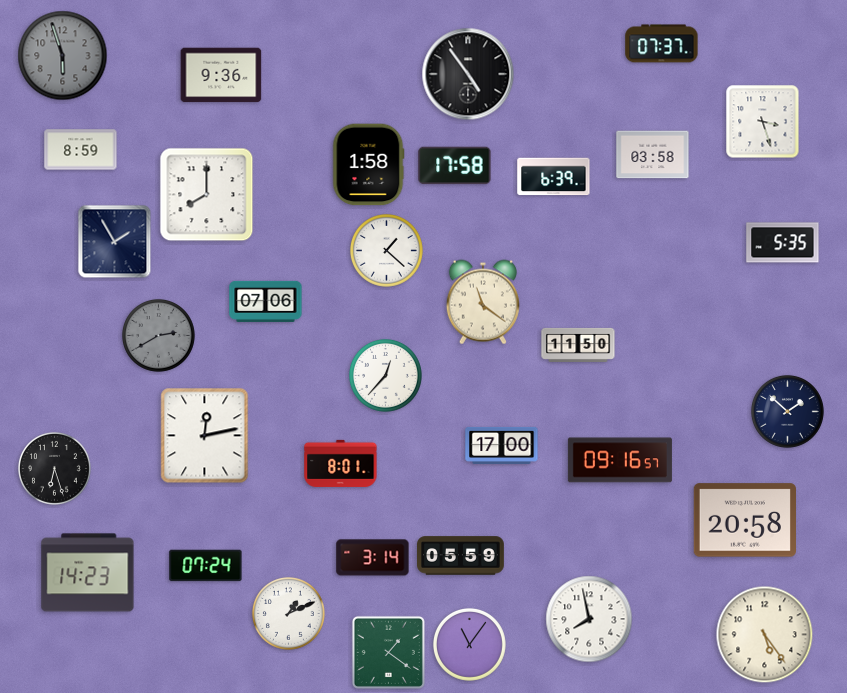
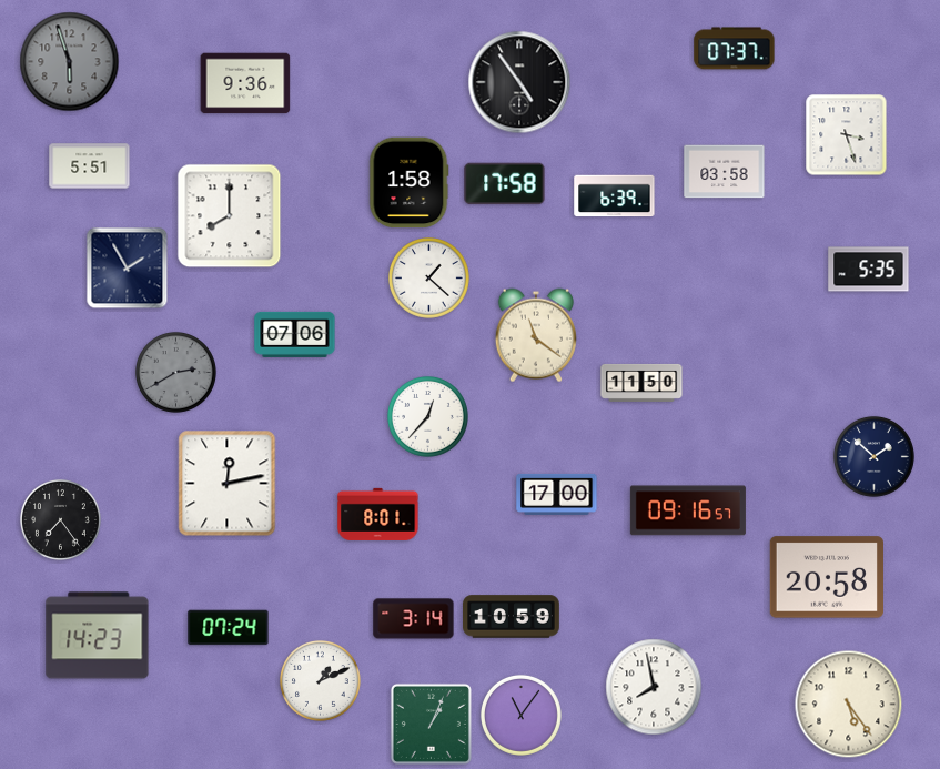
clock at (81, 150): 8:59 -> 5:51
clock at (55, 469): 6:27 -> 7:24
clock at (461, 556): 05:59 -> 10:59
clock at (388, 652): 1:21 -> 1:04
